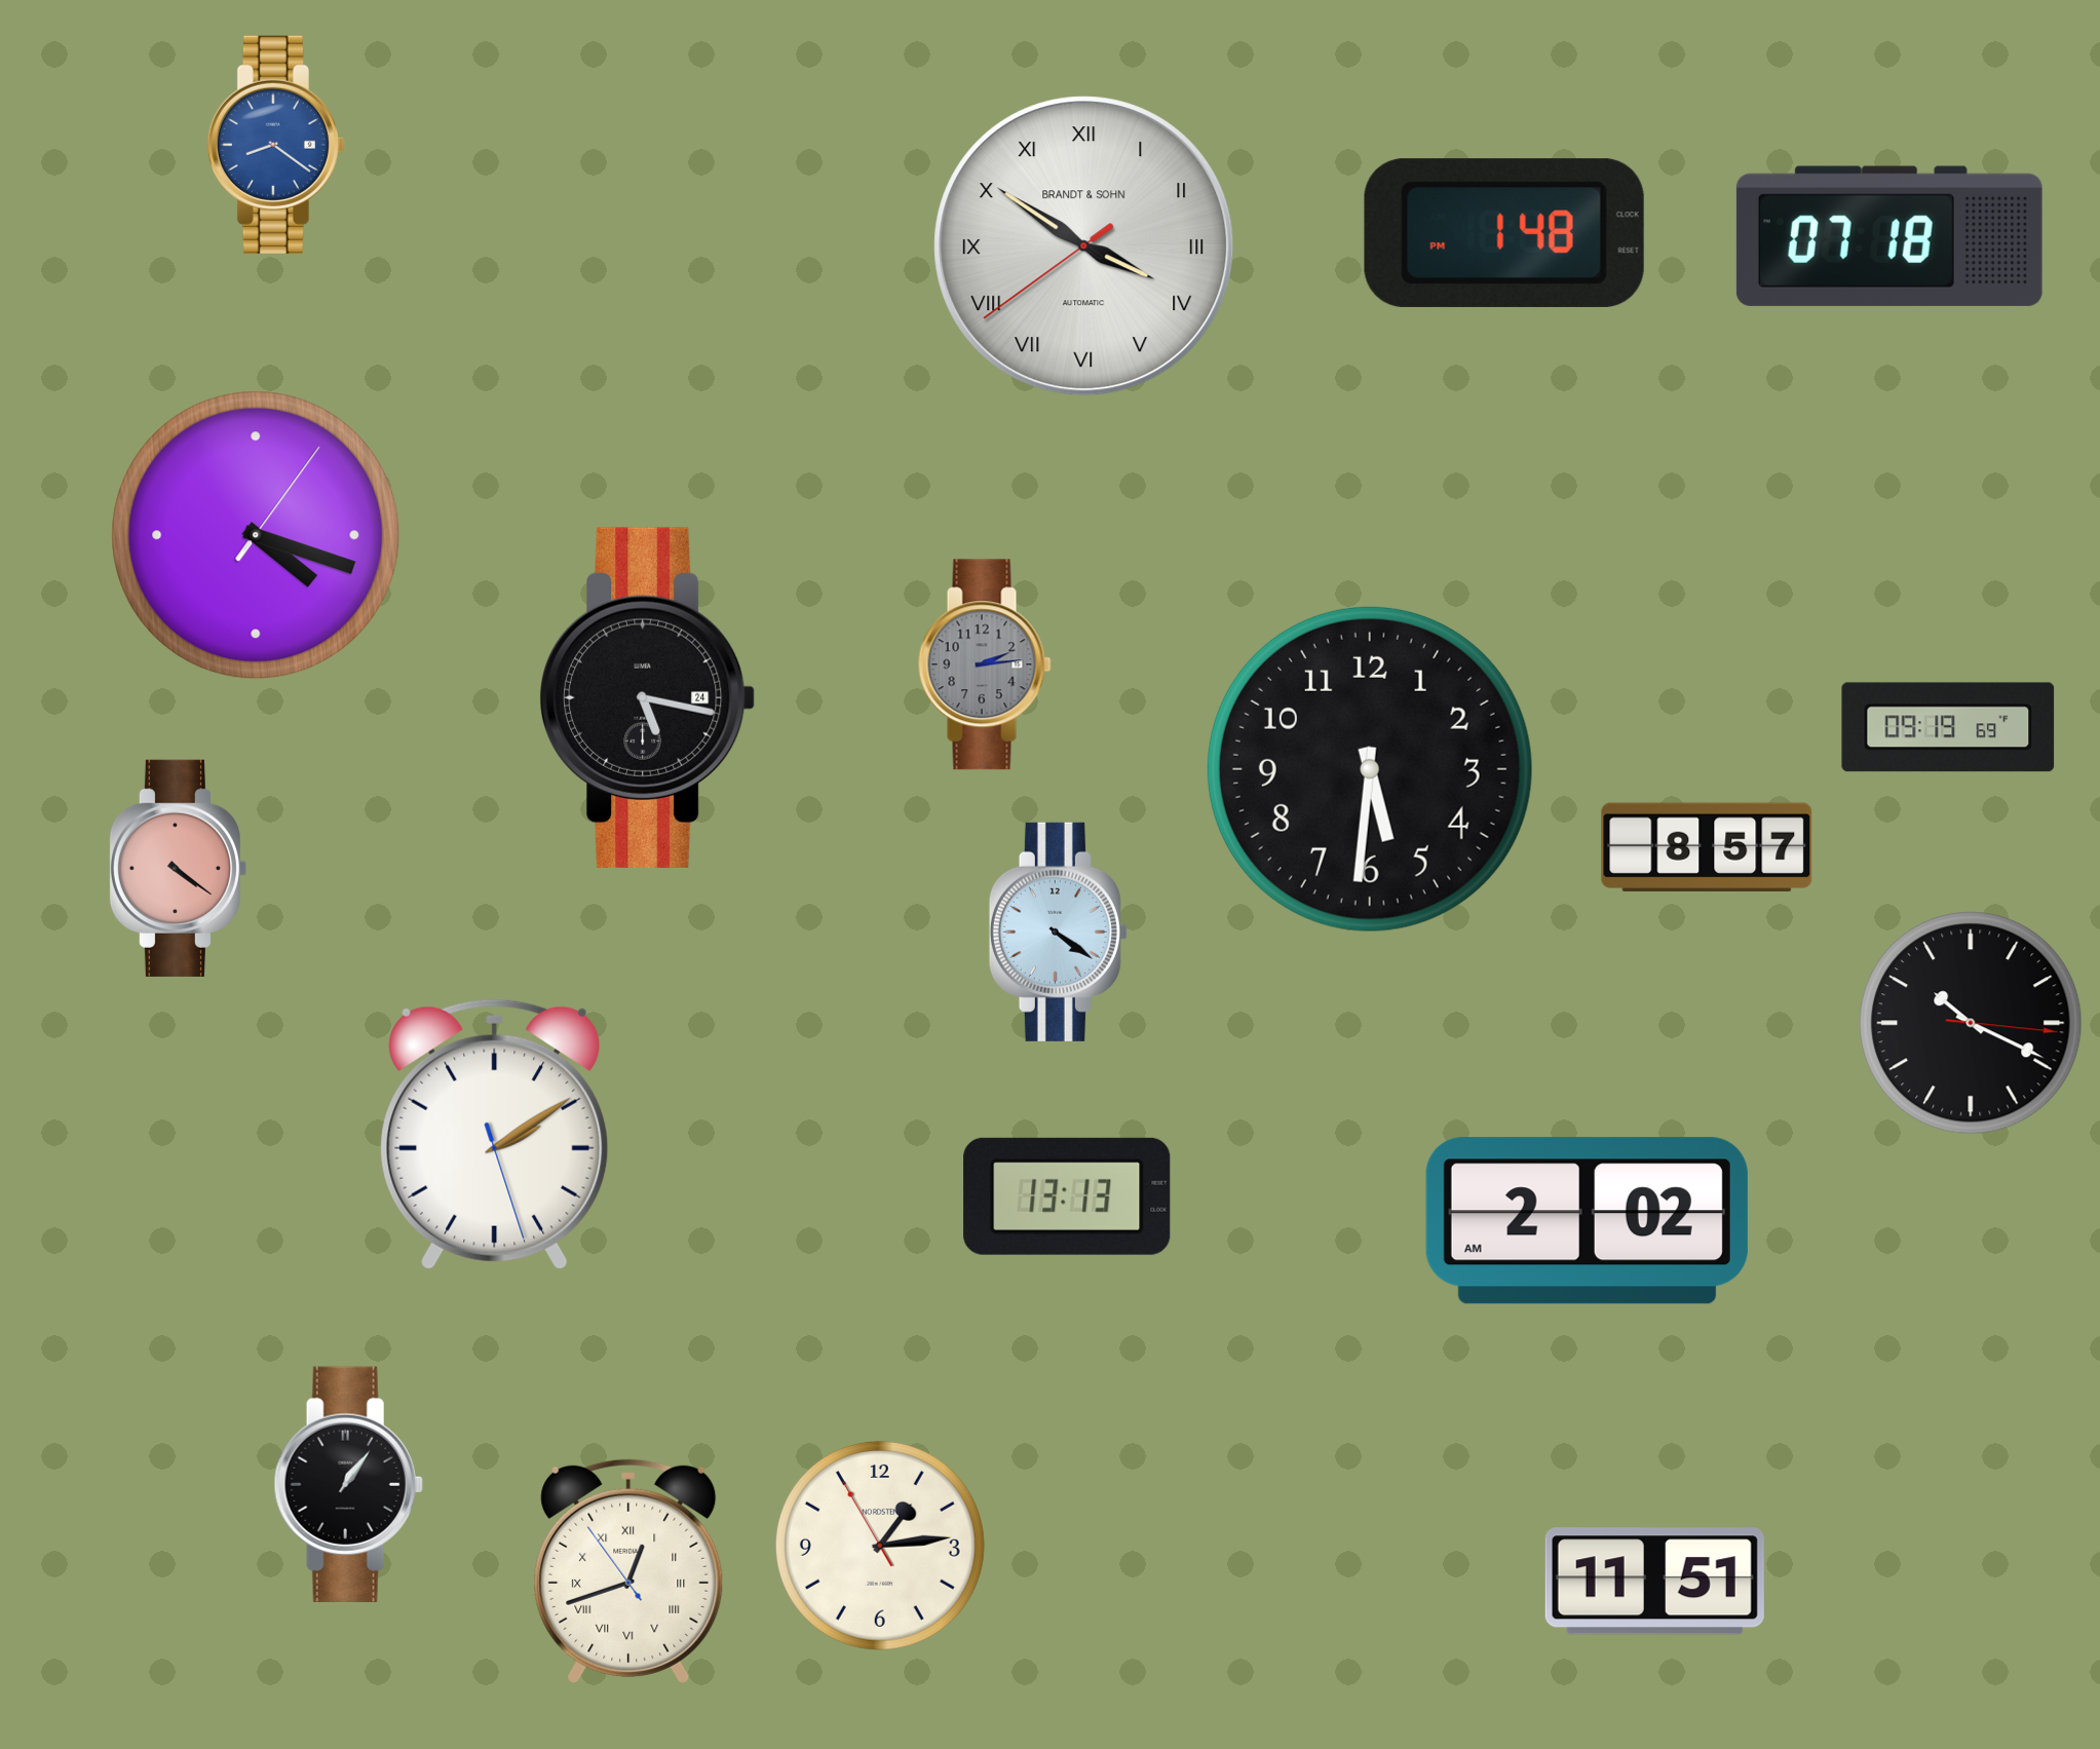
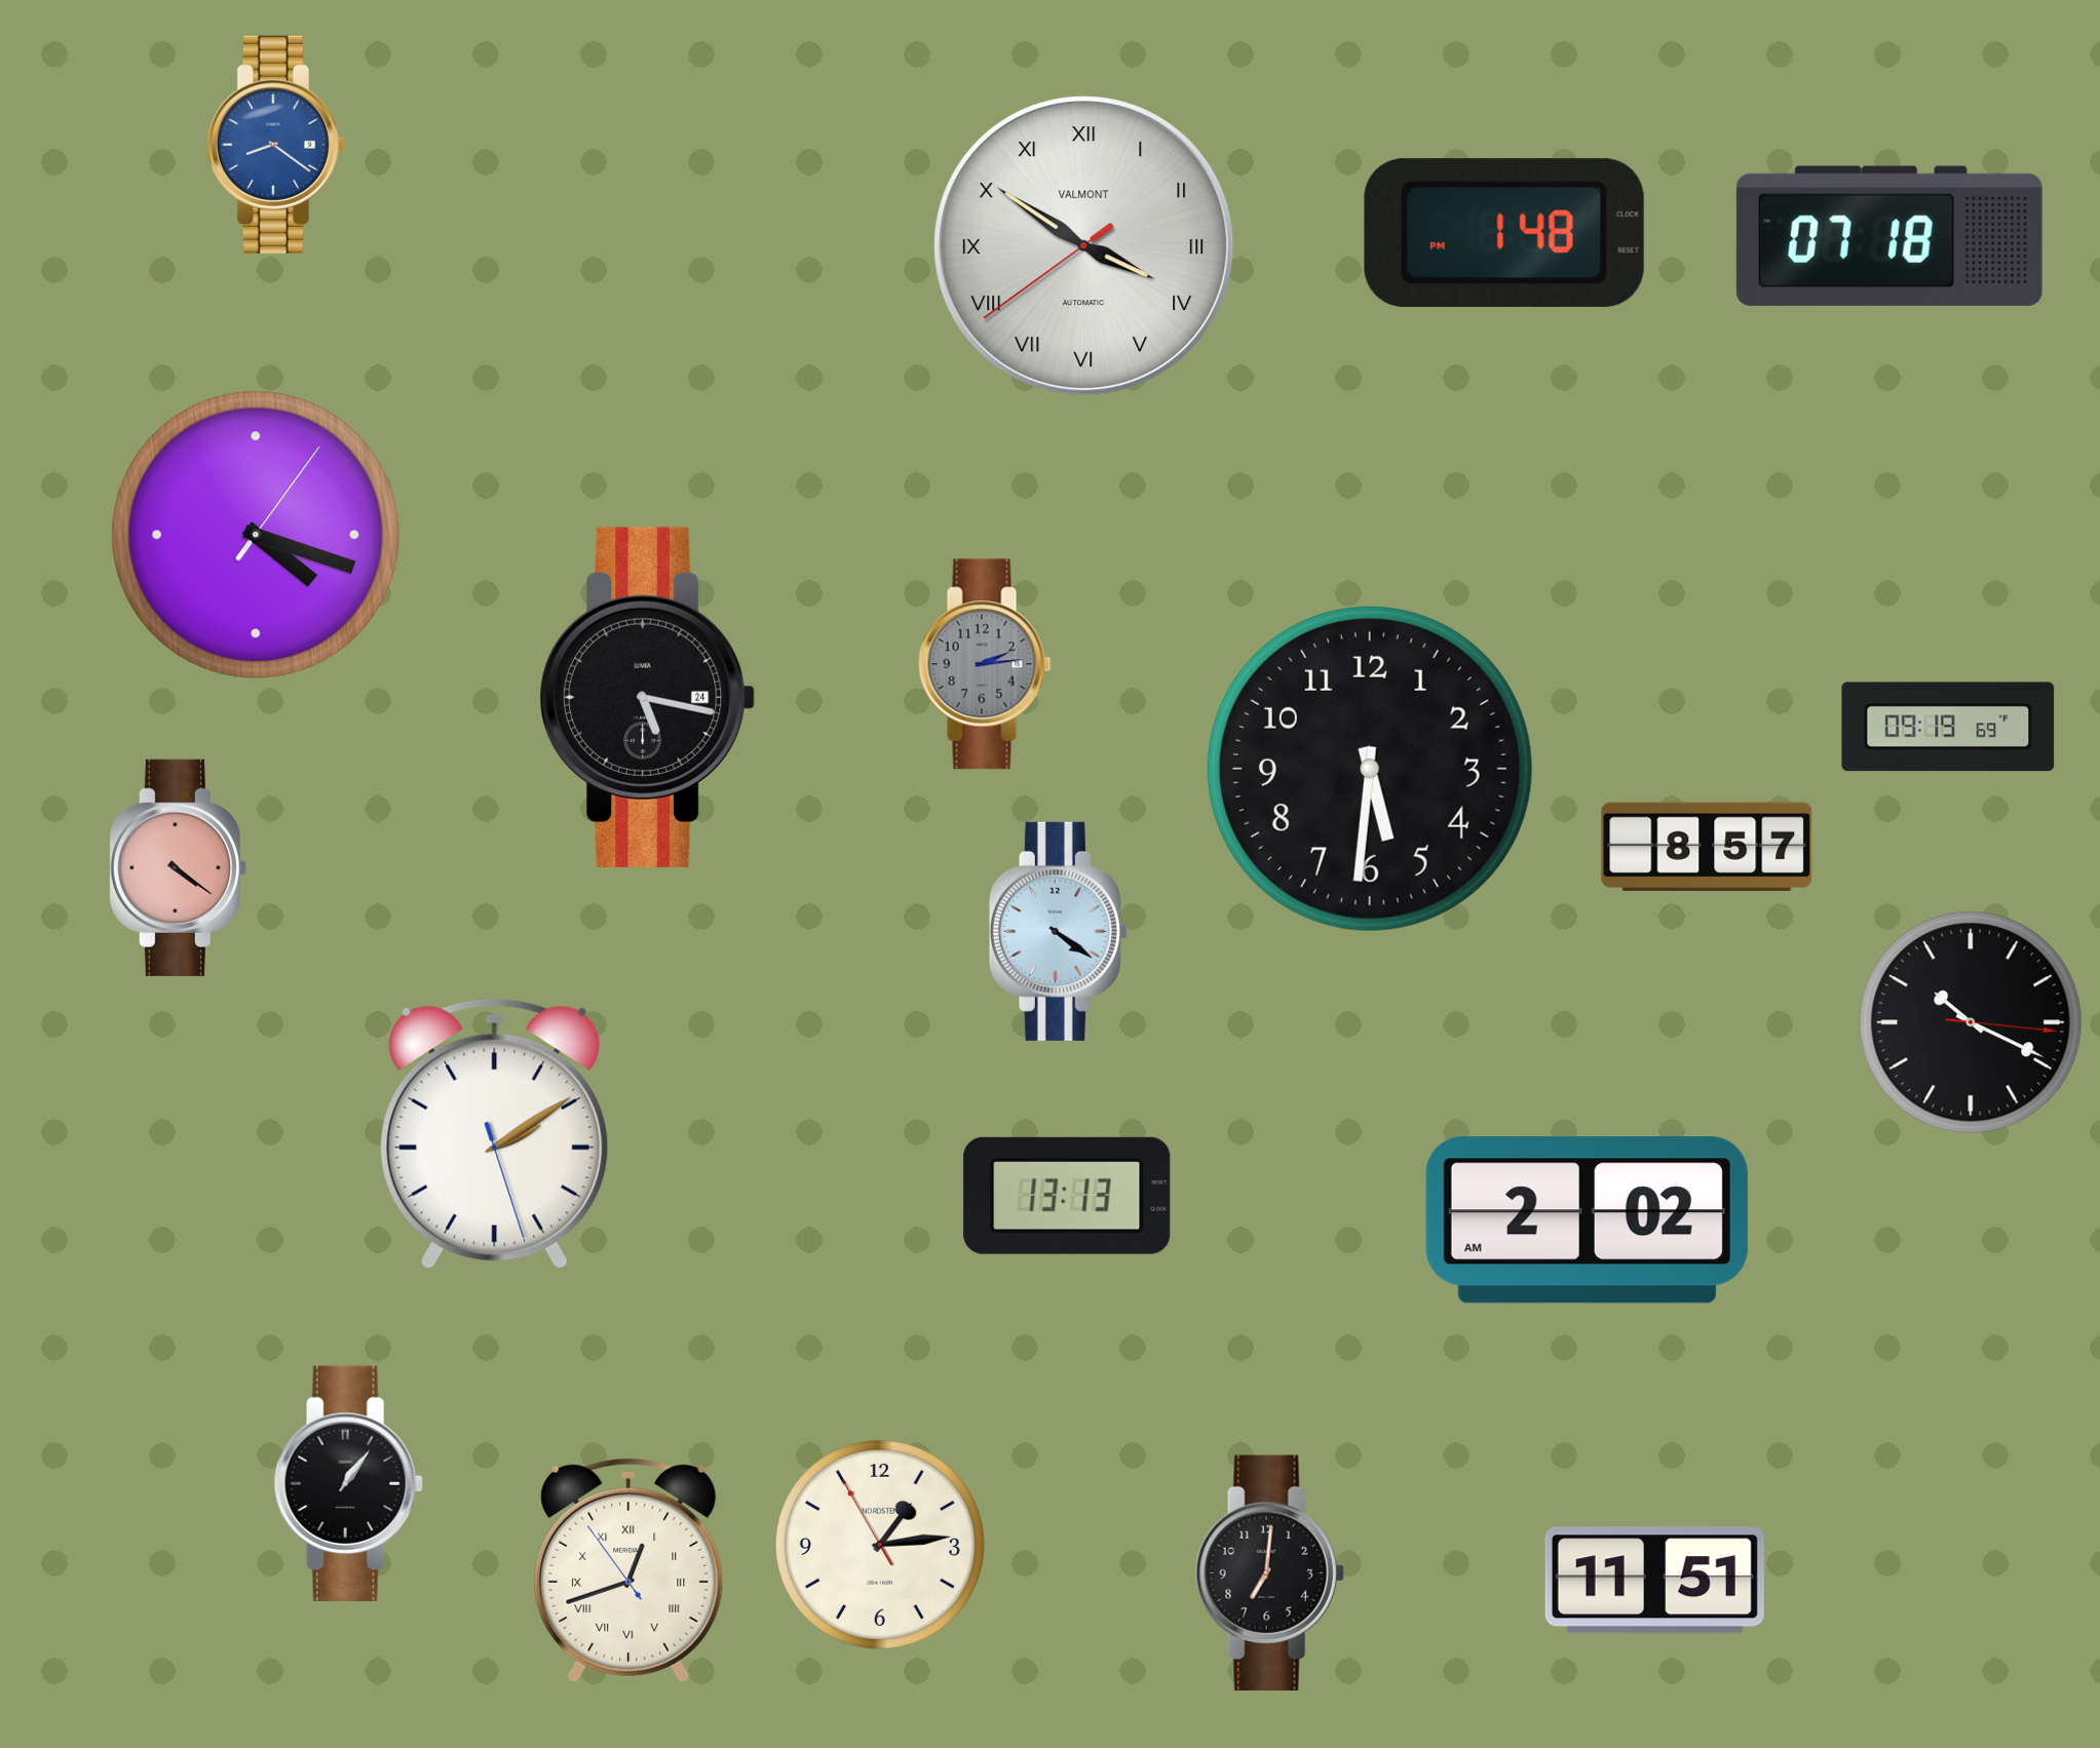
clock at (1084, 246) brand: BRANDT & SOHN -> VALMONT
clock at (1269, 1572): none -> 7:01
